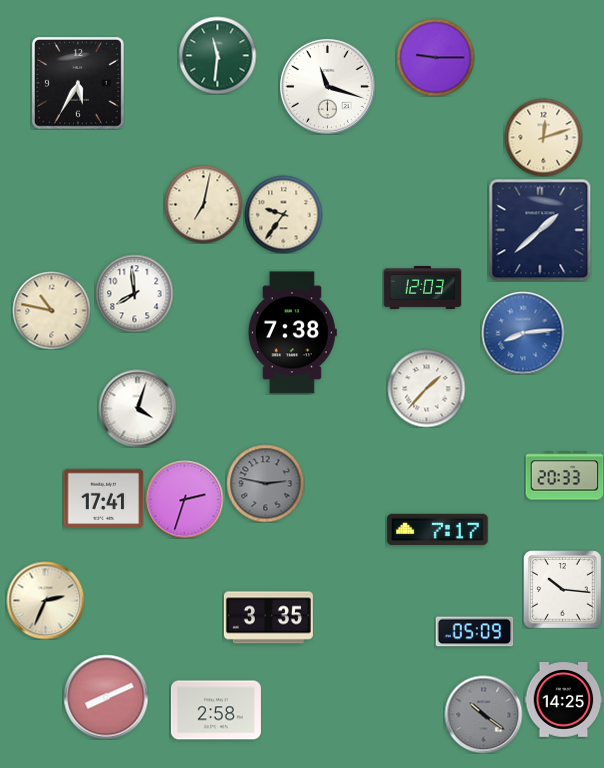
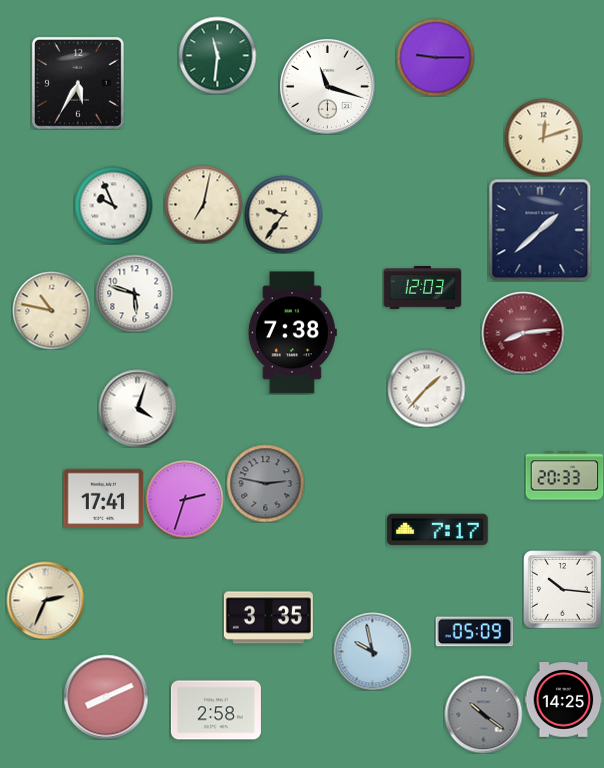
clock at (113, 205): none -> 9:56
clock at (134, 293): 7:59 -> 5:48
clock at (523, 333) dial: blue -> burgundy
clock at (372, 651): none -> 9:58
